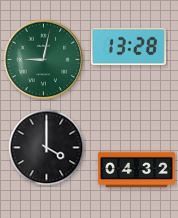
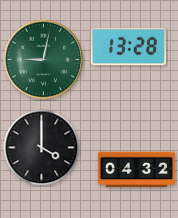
clock at (47, 148) position: (47, 148) -> (42, 148)
